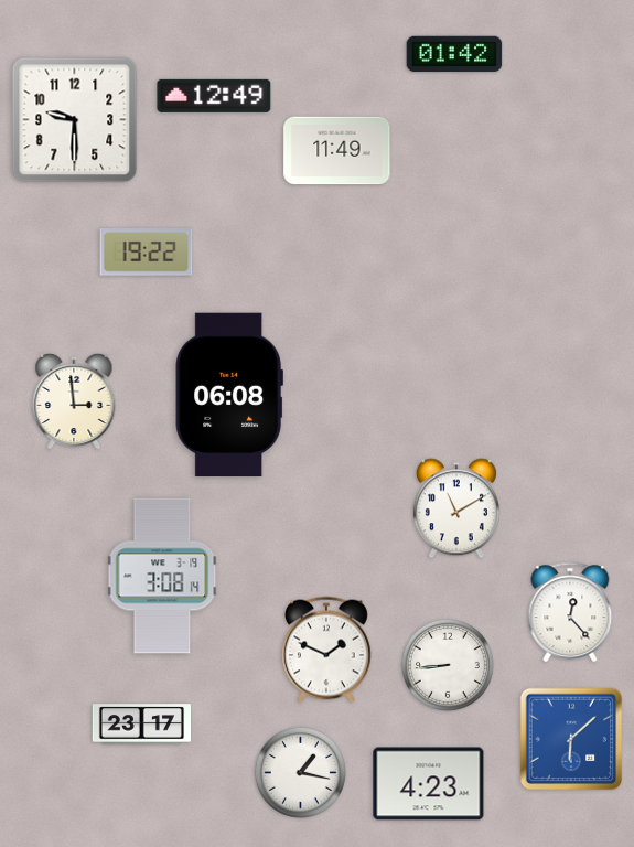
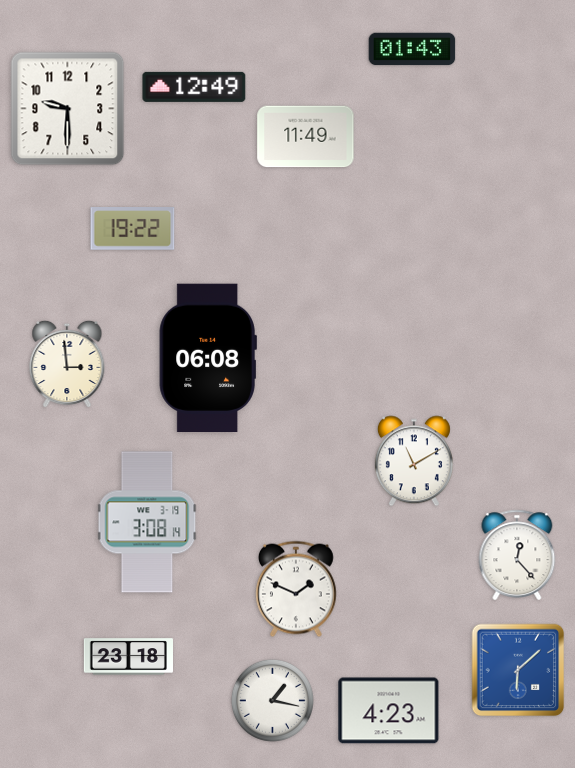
clock at (454, 54): 01:42 -> 01:43
clock at (448, 665): 8:44 -> none
clock at (141, 725): 23:17 -> 23:18
